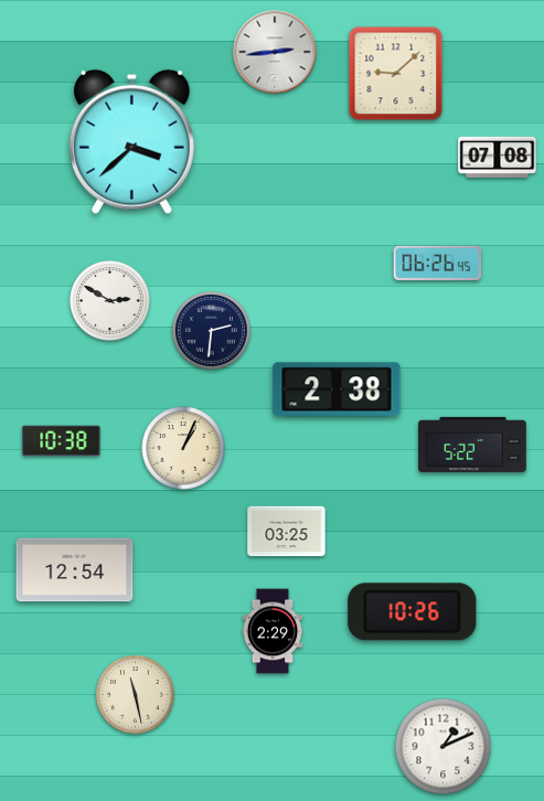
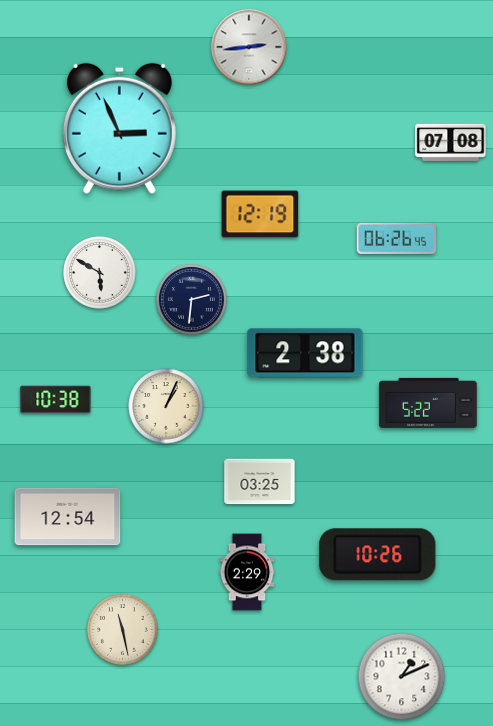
clock at (396, 74): 9:08 -> none
clock at (131, 141): 3:38 -> 2:56
clock at (260, 214): none -> 12:19
clock at (110, 301): 2:50 -> 5:50
clock at (413, 612) position: (413, 612) -> (378, 555)
